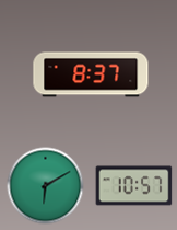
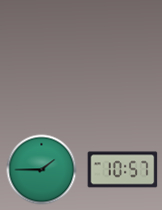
clock at (91, 74): 8:37 -> none
clock at (46, 186): 6:10 -> 1:45
